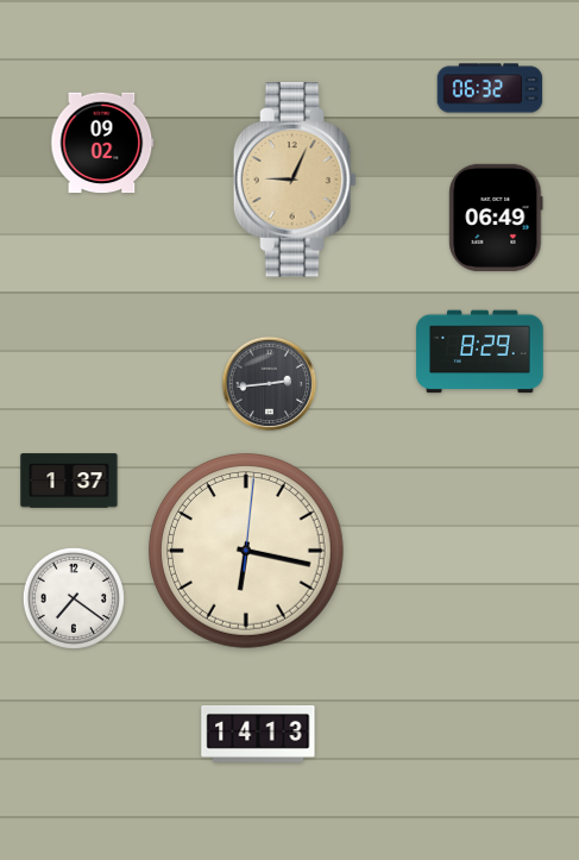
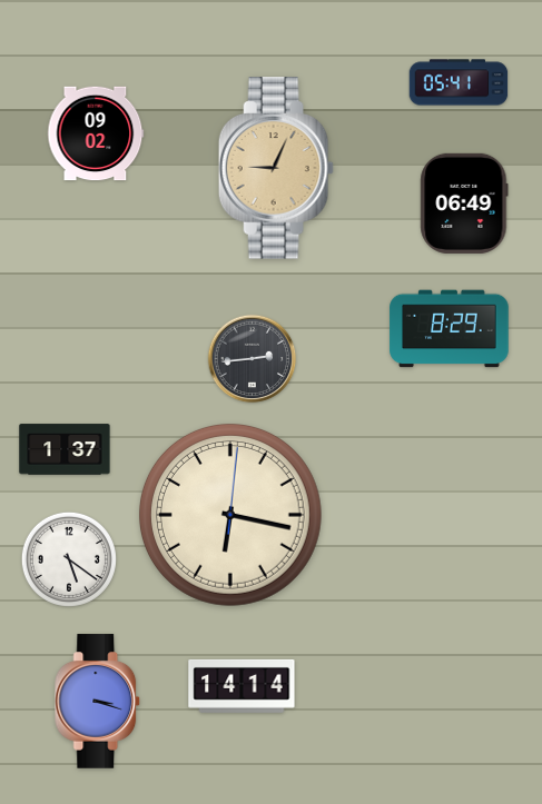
clock at (490, 88): 06:32 -> 05:41
clock at (74, 598): 7:21 -> 5:21
clock at (258, 734): 14:13 -> 14:14
clock at (98, 702): none -> 3:18
